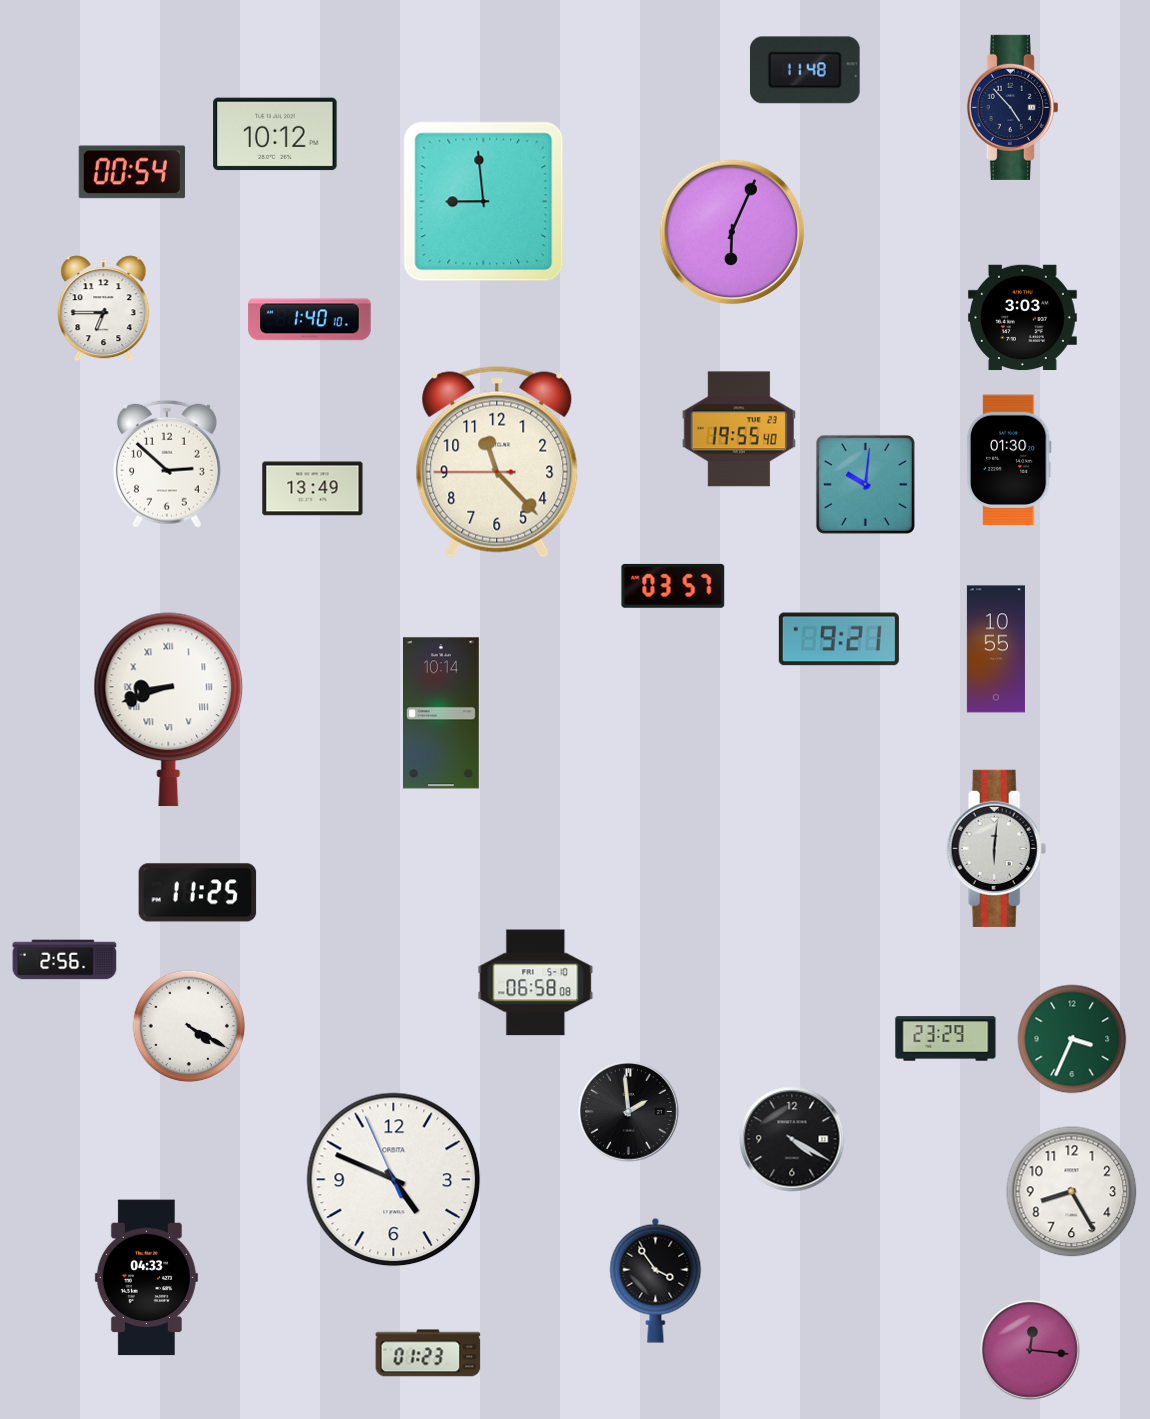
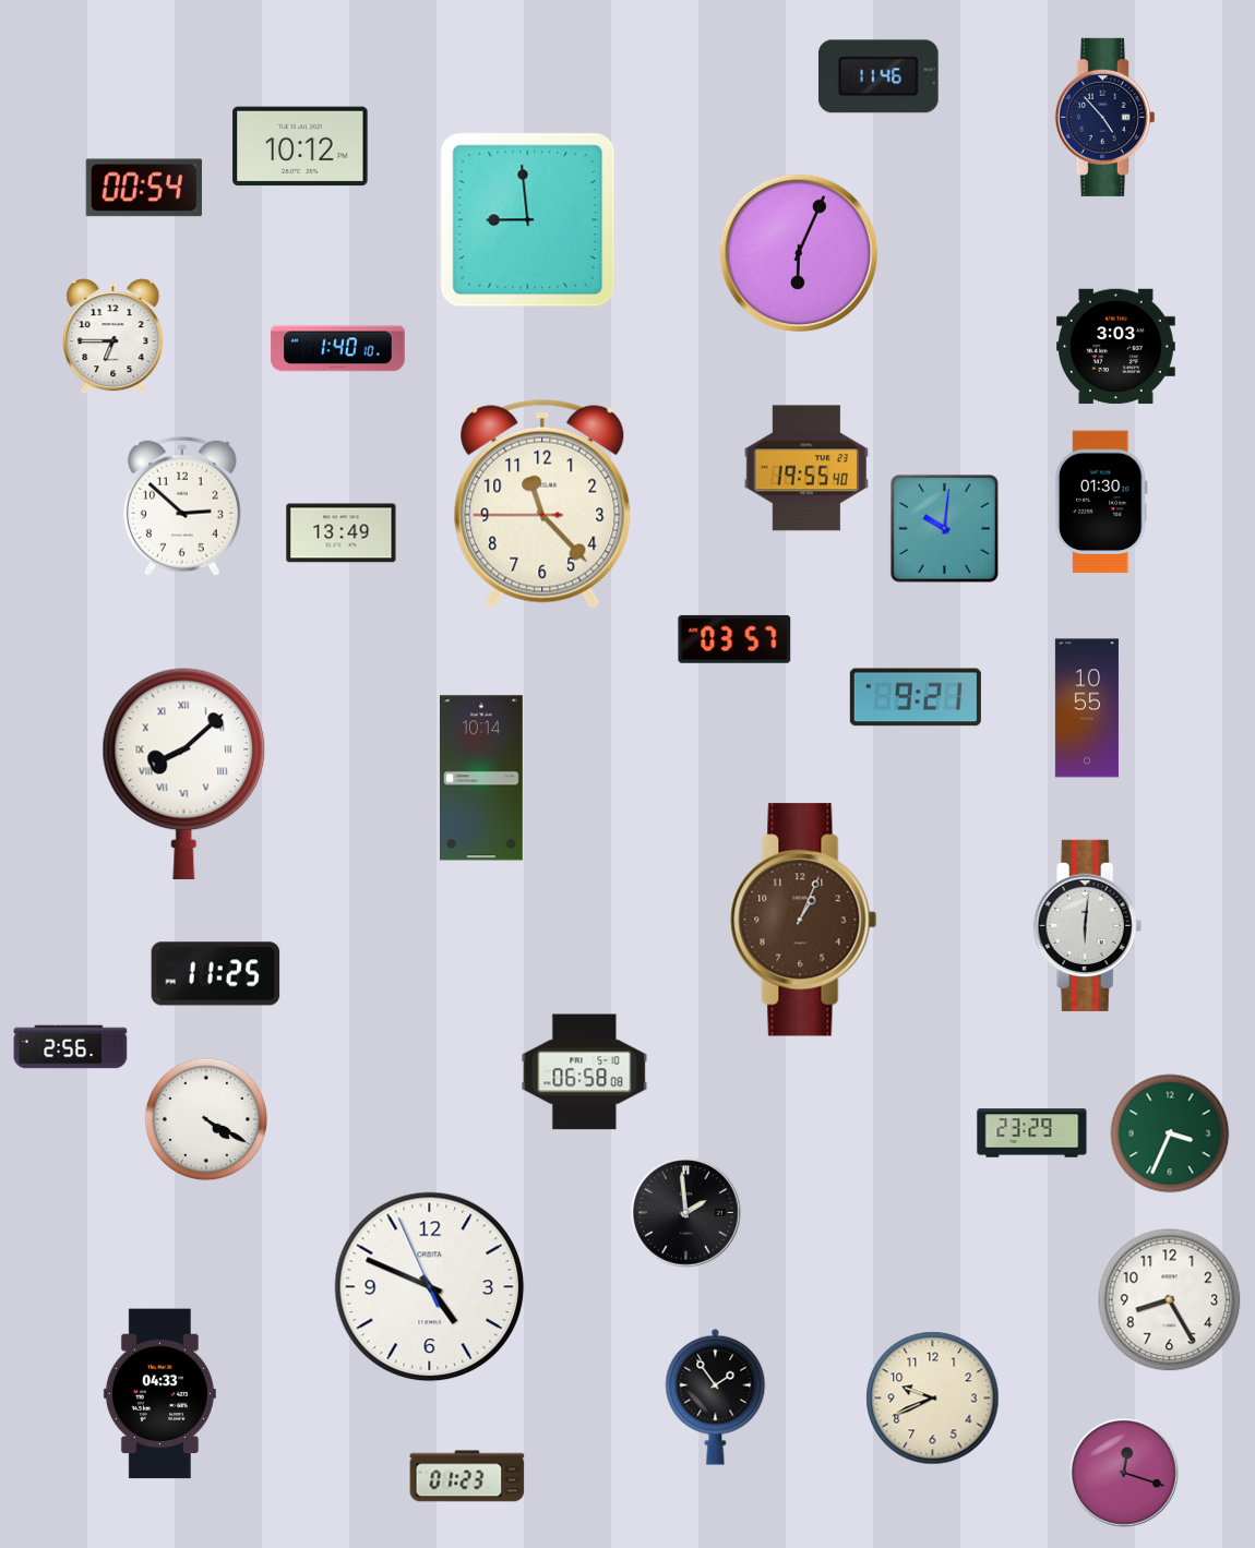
clock at (805, 70): 11:48 -> 11:46
clock at (169, 710): 8:42 -> 8:08
clock at (803, 920): none -> 1:04
clock at (792, 1139): 4:20 -> none
clock at (656, 1280): 3:54 -> 1:54
clock at (933, 1399): none -> 9:41
clock at (1031, 1351): 12:16 -> 12:18
